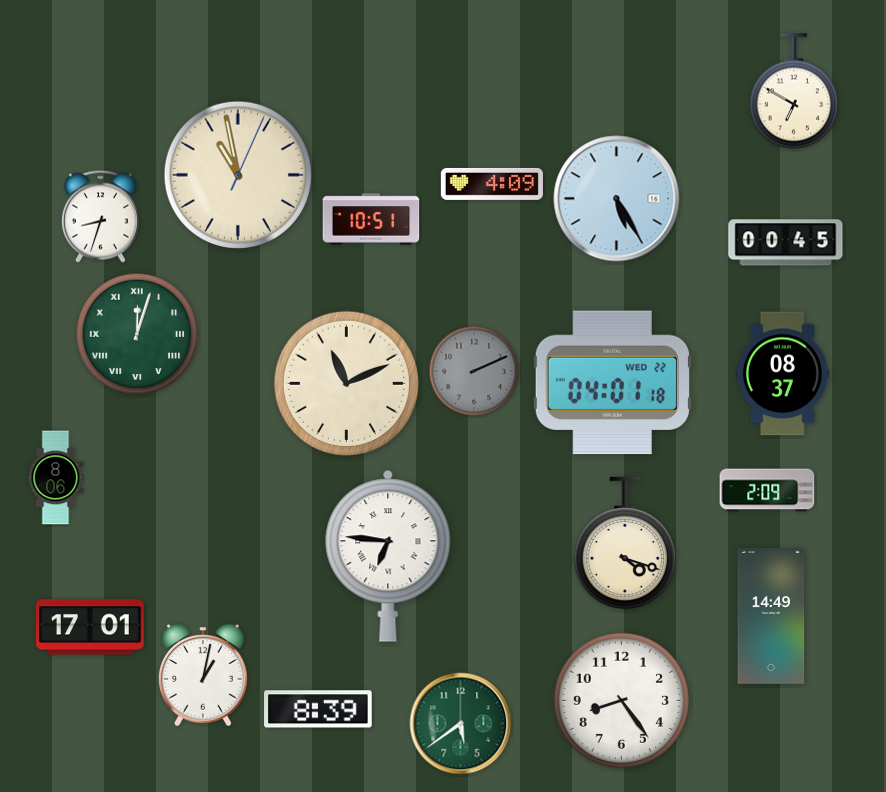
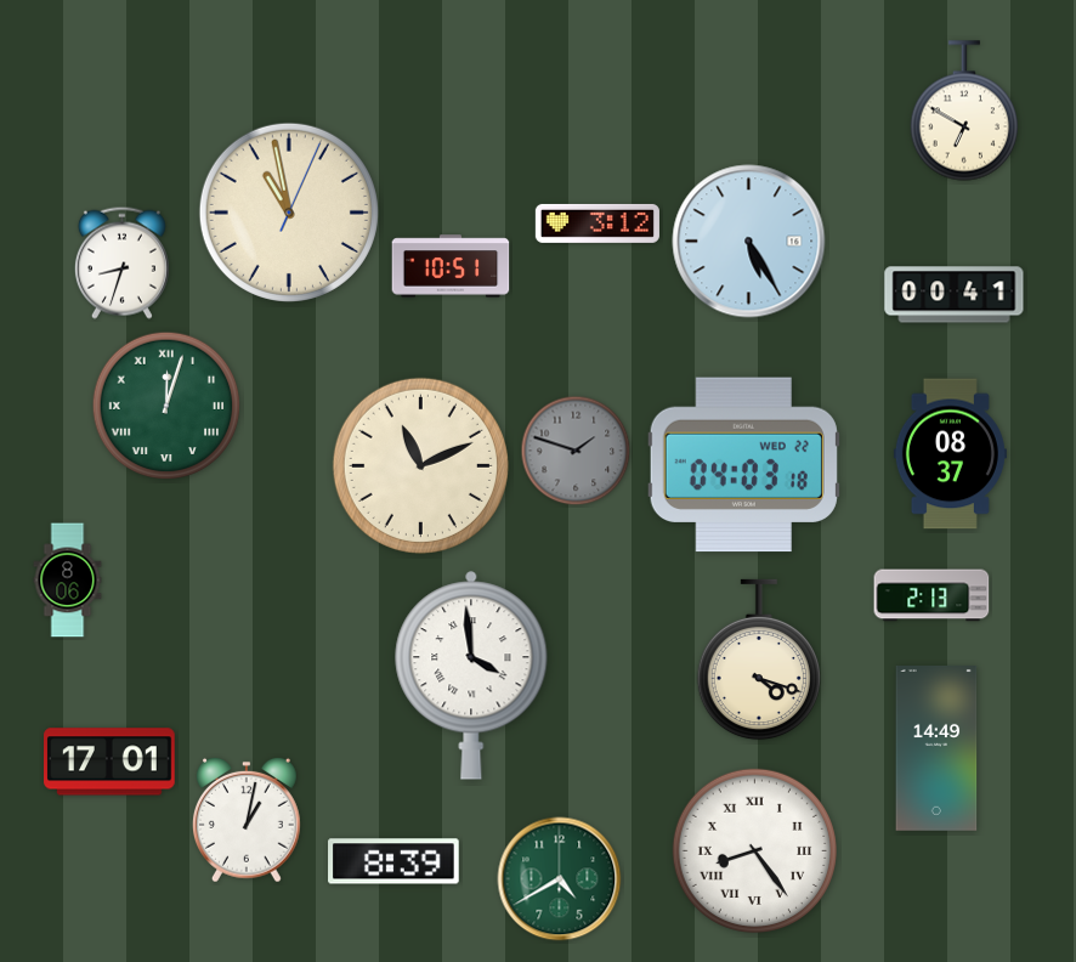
clock at (492, 184): 4:09 -> 3:12
clock at (786, 243): 00:45 -> 00:41
clock at (474, 371): 2:11 -> 1:48
clock at (612, 383): 04:01 -> 04:03
clock at (767, 490): 2:09 -> 2:13
clock at (388, 556): 6:46 -> 3:59
clock at (621, 700) numerals: Arabic -> Roman
clock at (318, 709) position: (318, 709) -> (393, 861)
clock at (461, 724): 5:39 -> 4:40
